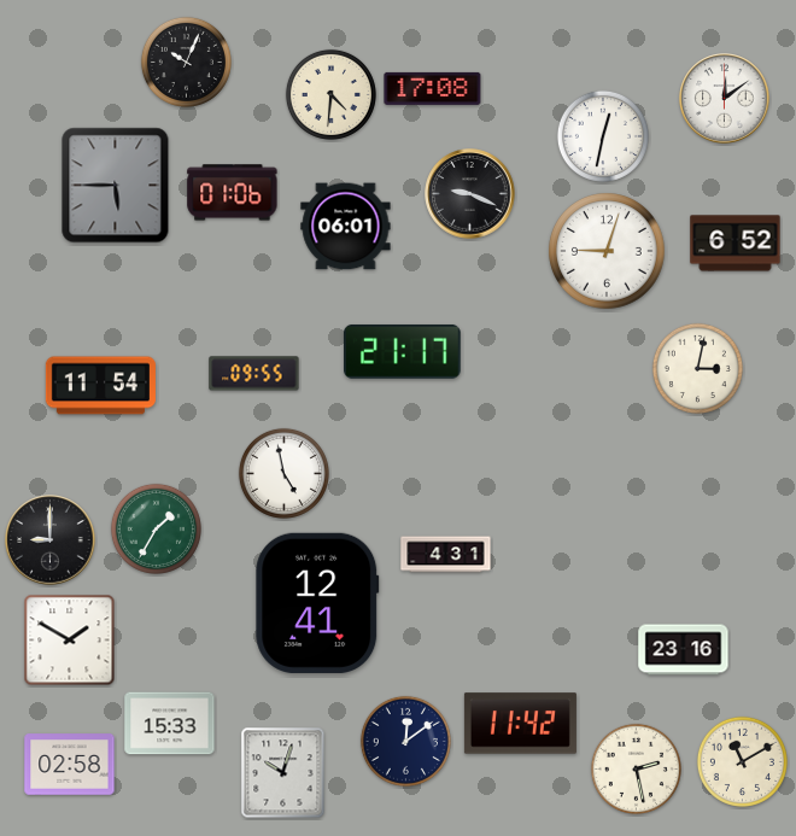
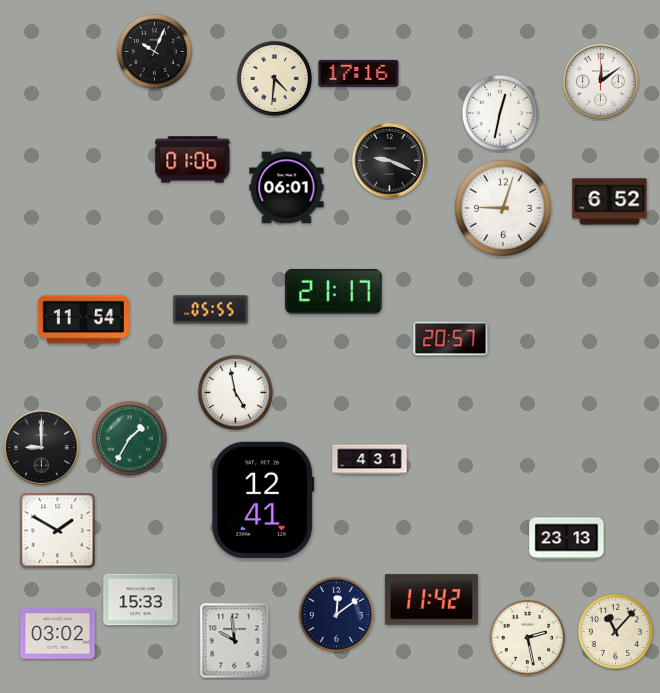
clock at (433, 88): 17:08 -> 17:16
clock at (116, 186): 5:45 -> none
clock at (697, 368): 3:02 -> none
clock at (254, 374): 09:55 -> 05:55
clock at (451, 339): none -> 20:57
clock at (684, 650): 23:16 -> 23:13
clock at (742, 761): 11:10 -> 11:07
clock at (70, 765): 02:58 -> 03:02
clock at (283, 773): 10:03 -> 9:59
